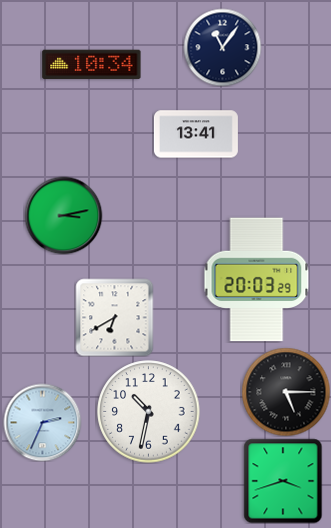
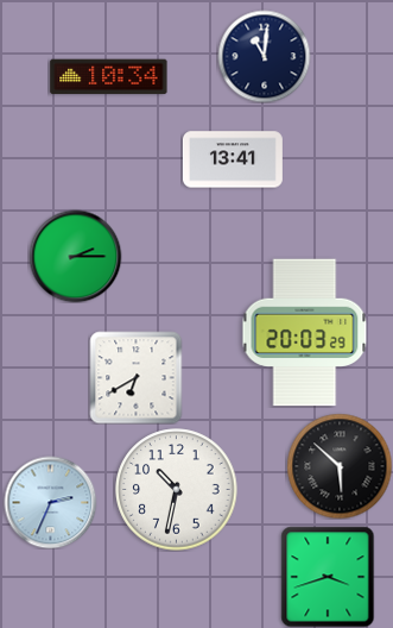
clock at (222, 47): 11:06 -> 11:01
clock at (63, 215): 3:13 -> 2:15
clock at (286, 392): 5:15 -> 5:52
clock at (283, 481) position: (283, 481) -> (328, 577)
